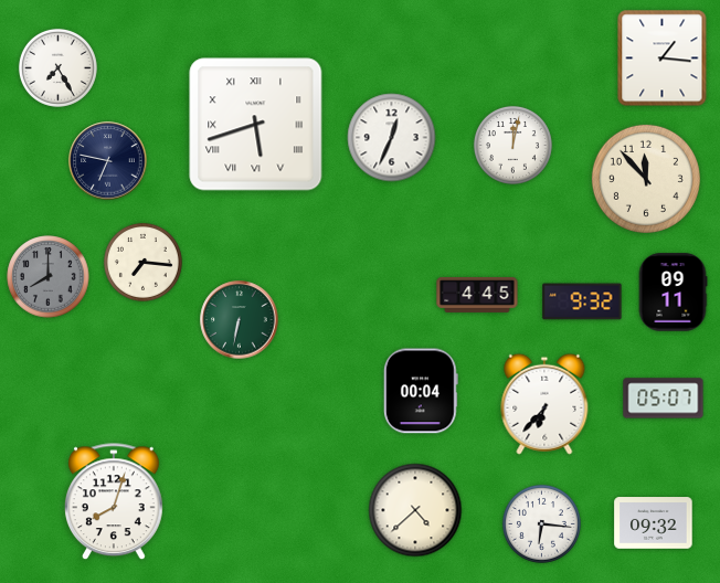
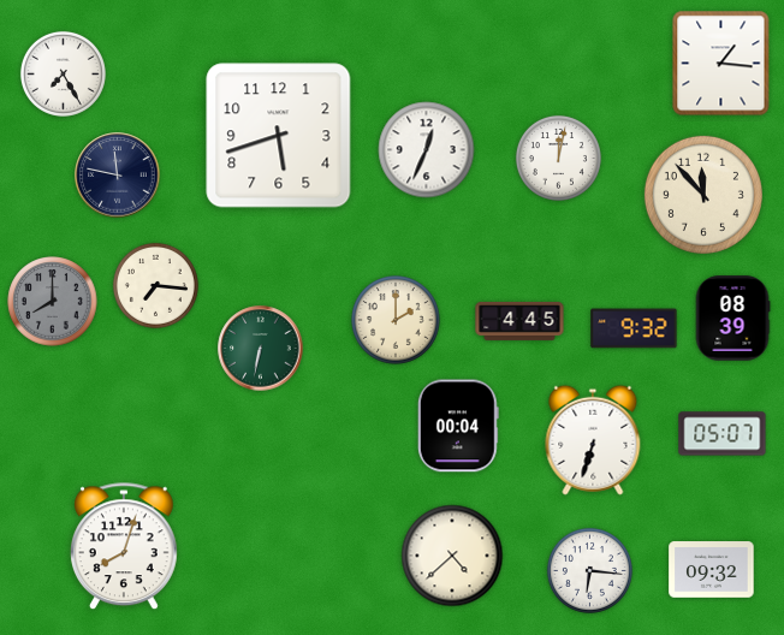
clock at (256, 125) numerals: Roman -> Arabic
clock at (108, 161): 6:47 -> 11:47
clock at (673, 293): 09:11 -> 08:39
clock at (396, 320): none -> 2:00
clock at (544, 404): 6:37 -> 6:33
